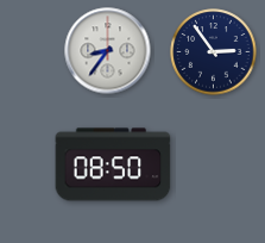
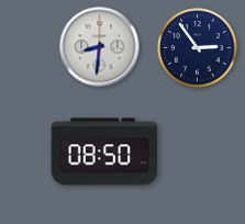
clock at (108, 51): 8:36 -> 8:31
